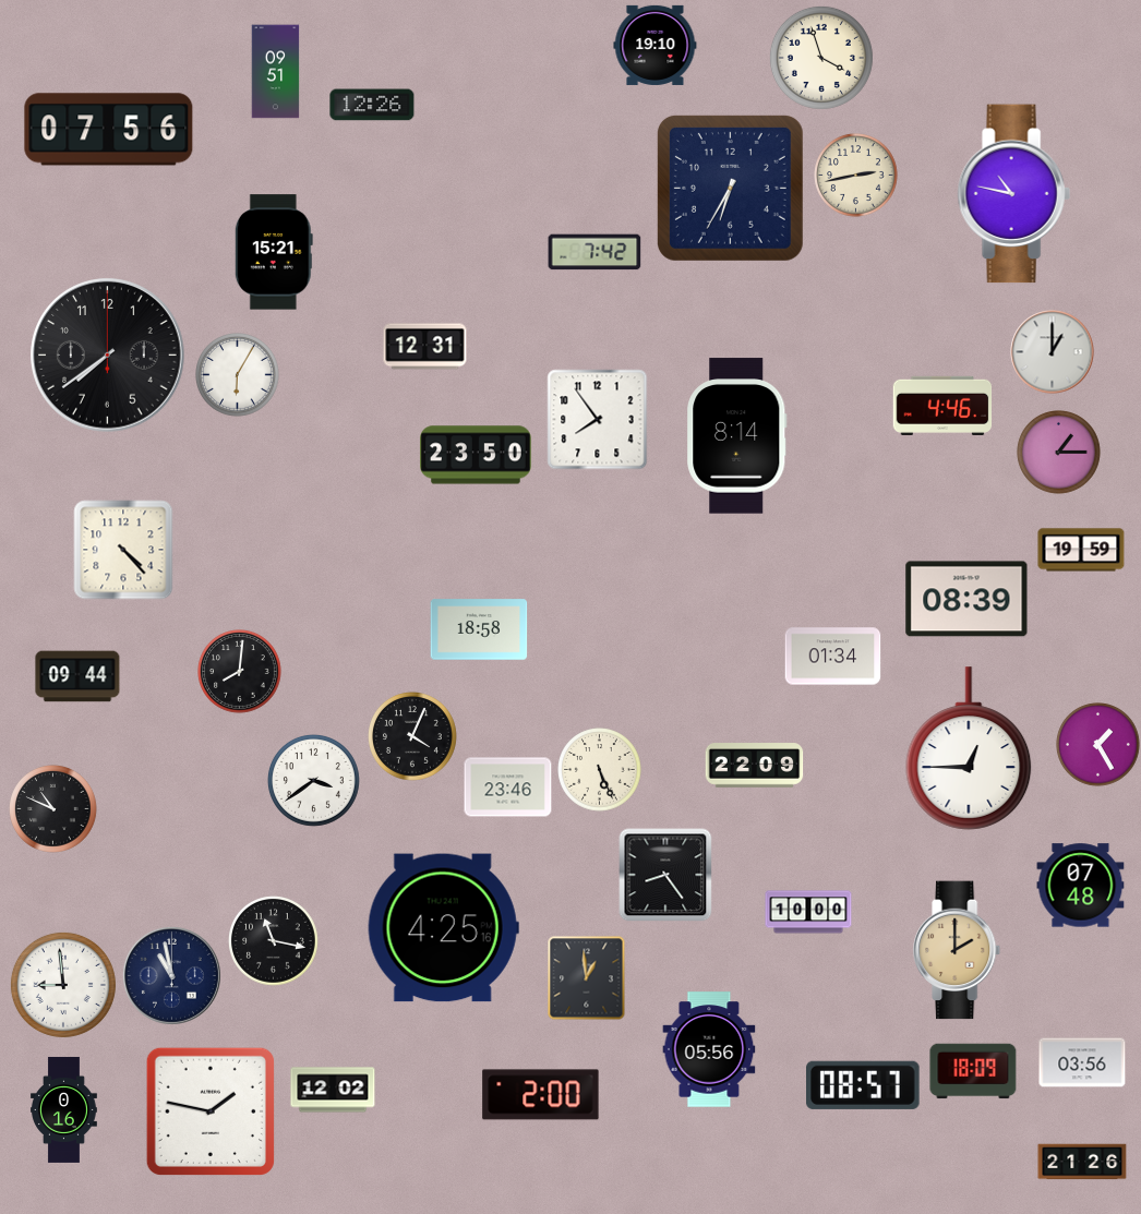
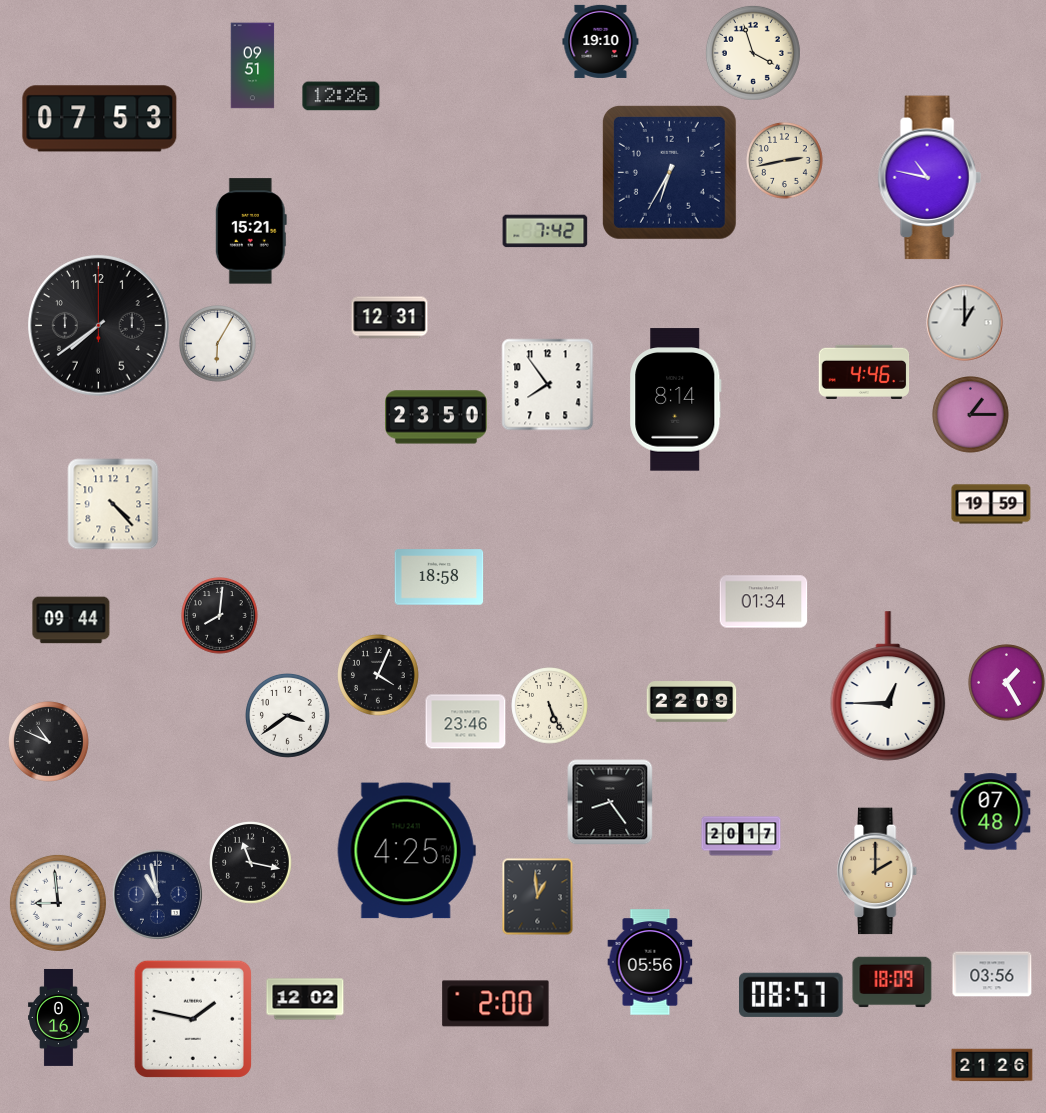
clock at (109, 130): 07:56 -> 07:53
clock at (966, 599): 08:39 -> none
clock at (808, 912): 10:00 -> 20:17
